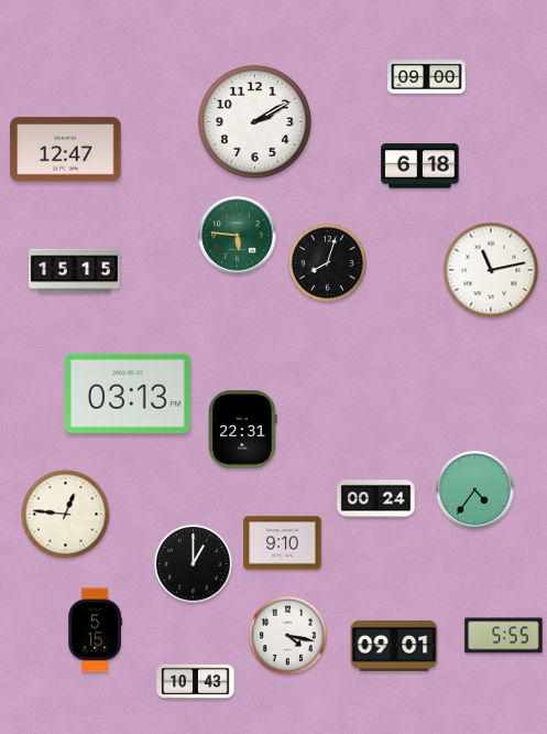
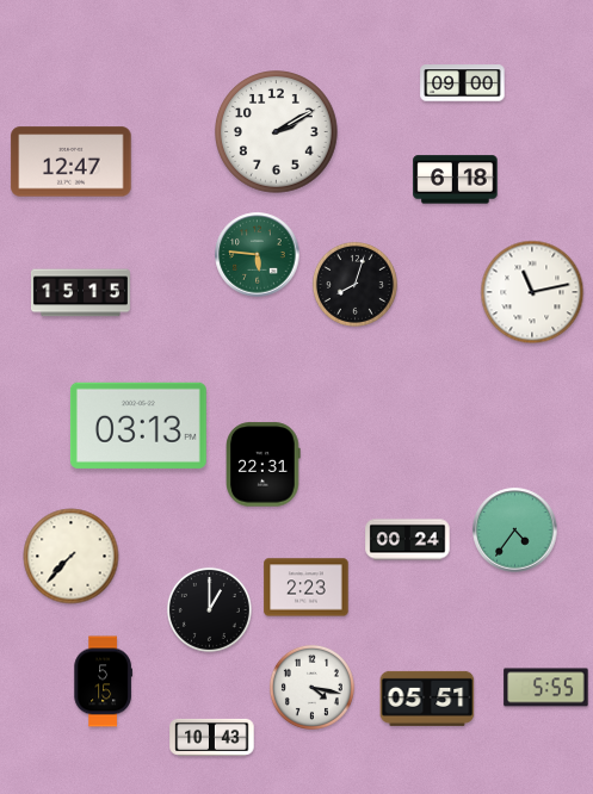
clock at (66, 515): 12:46 -> 7:37
clock at (283, 543): 9:10 -> 2:23
clock at (394, 646): 09:01 -> 05:51
